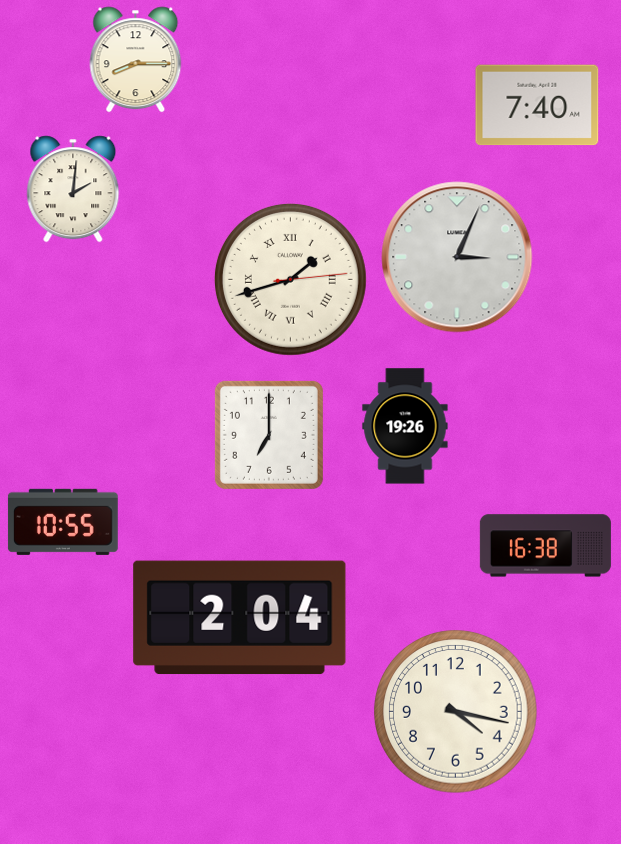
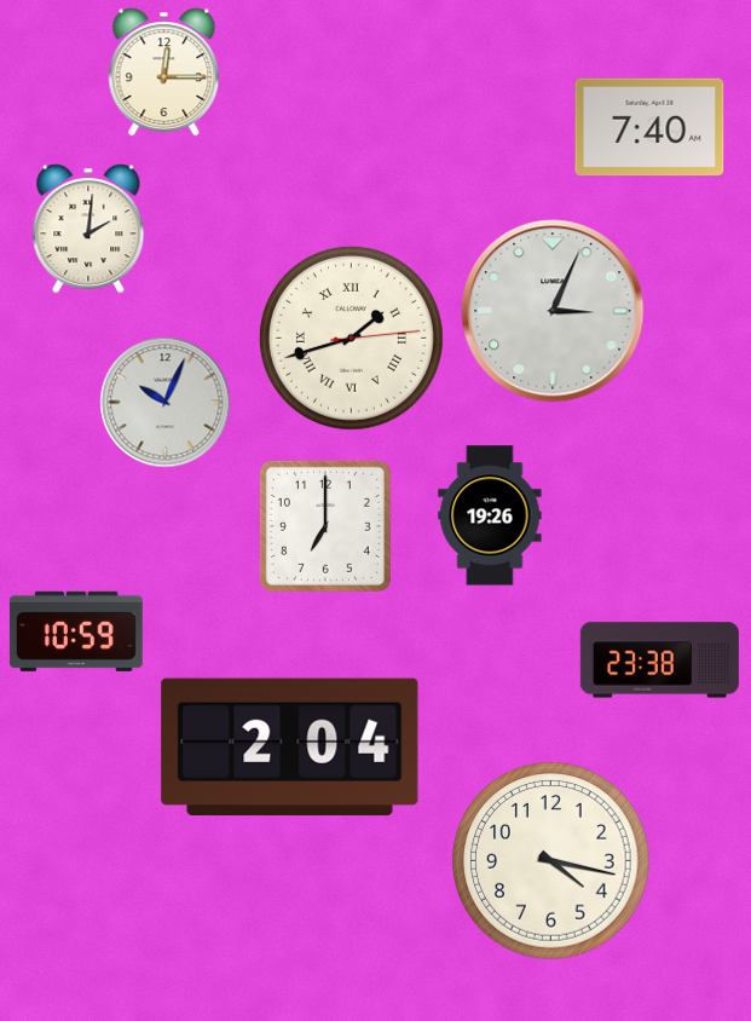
clock at (136, 60): 8:15 -> 12:15
clock at (166, 403): none -> 10:04
clock at (63, 522): 10:55 -> 10:59
clock at (545, 546): 16:38 -> 23:38
